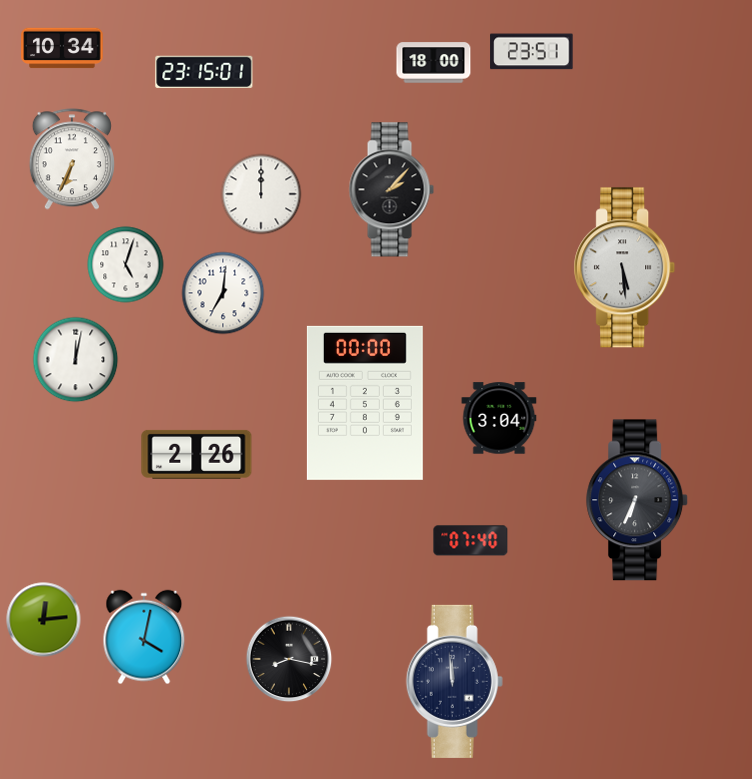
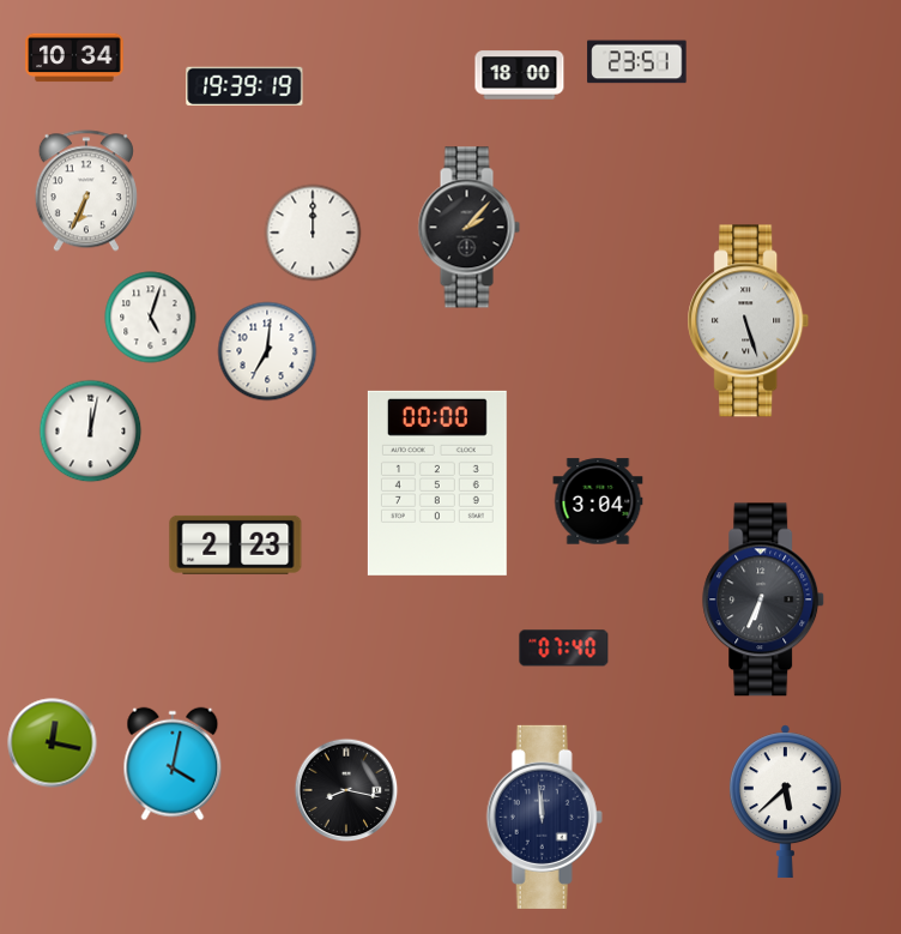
clock at (204, 72): 23:15 -> 19:39
clock at (625, 268): 5:29 -> 5:27
clock at (197, 454): 2:26 -> 2:23
clock at (44, 620): 12:14 -> 12:17
clock at (785, 802): none -> 5:38
